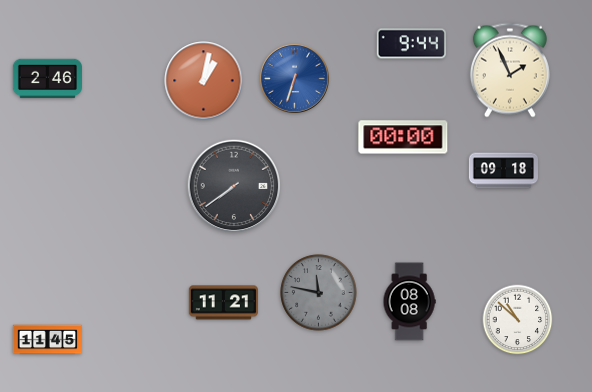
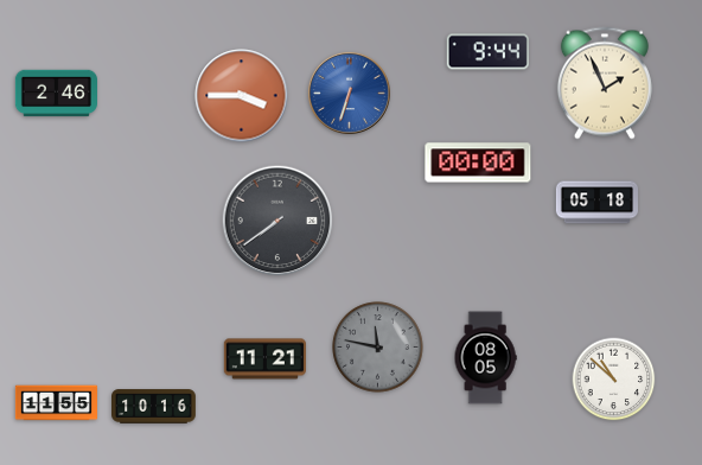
clock at (204, 81): 1:02 -> 3:45
clock at (503, 171): 09:18 -> 05:18
clock at (409, 302): 08:08 -> 08:05
clock at (47, 340): 11:45 -> 11:55
clock at (154, 407): none -> 10:16
